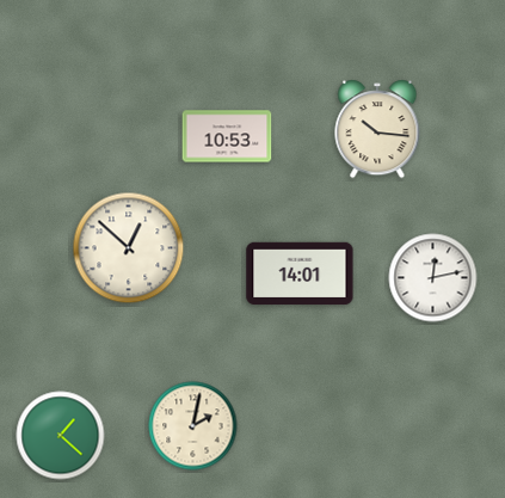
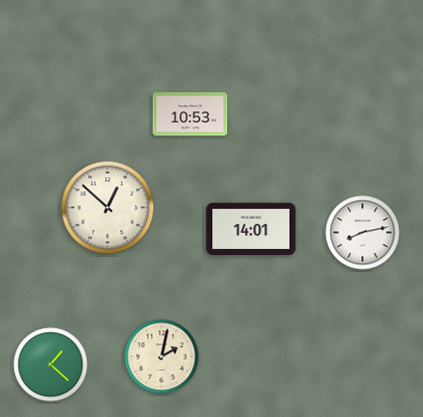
clock at (377, 129): 10:16 -> none
clock at (433, 278): 12:13 -> 8:13
